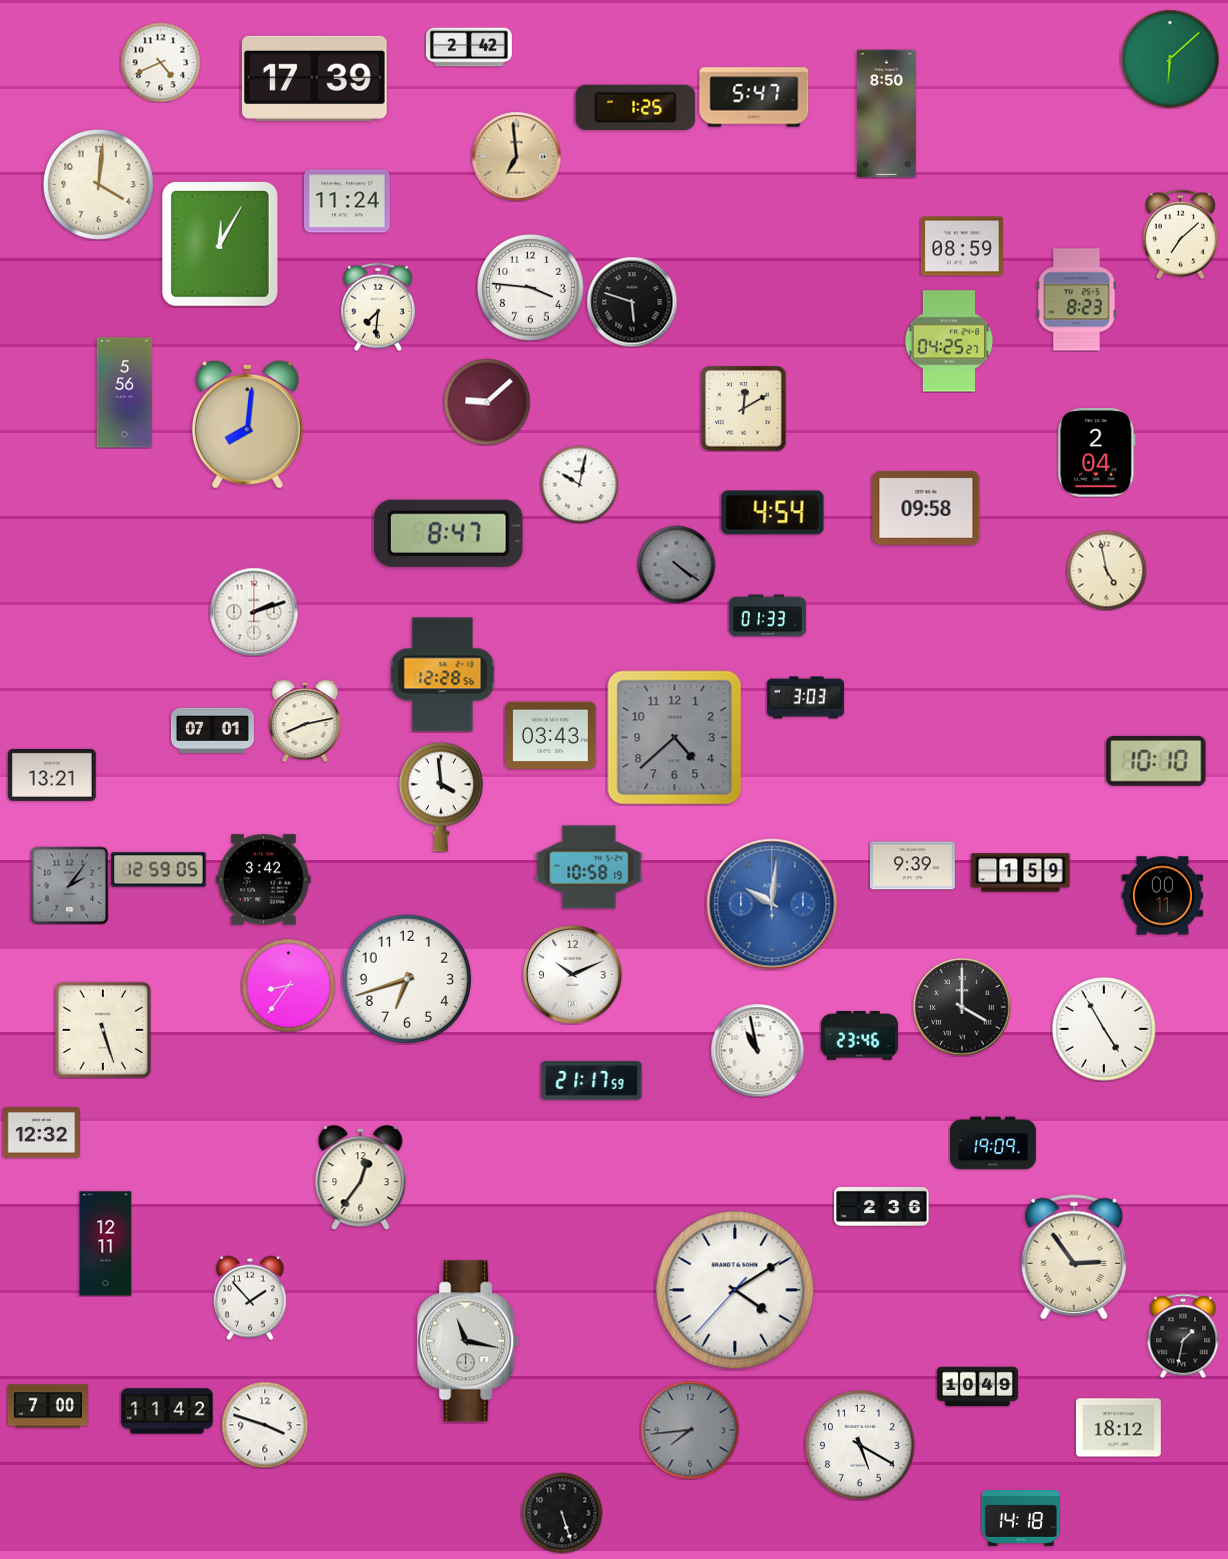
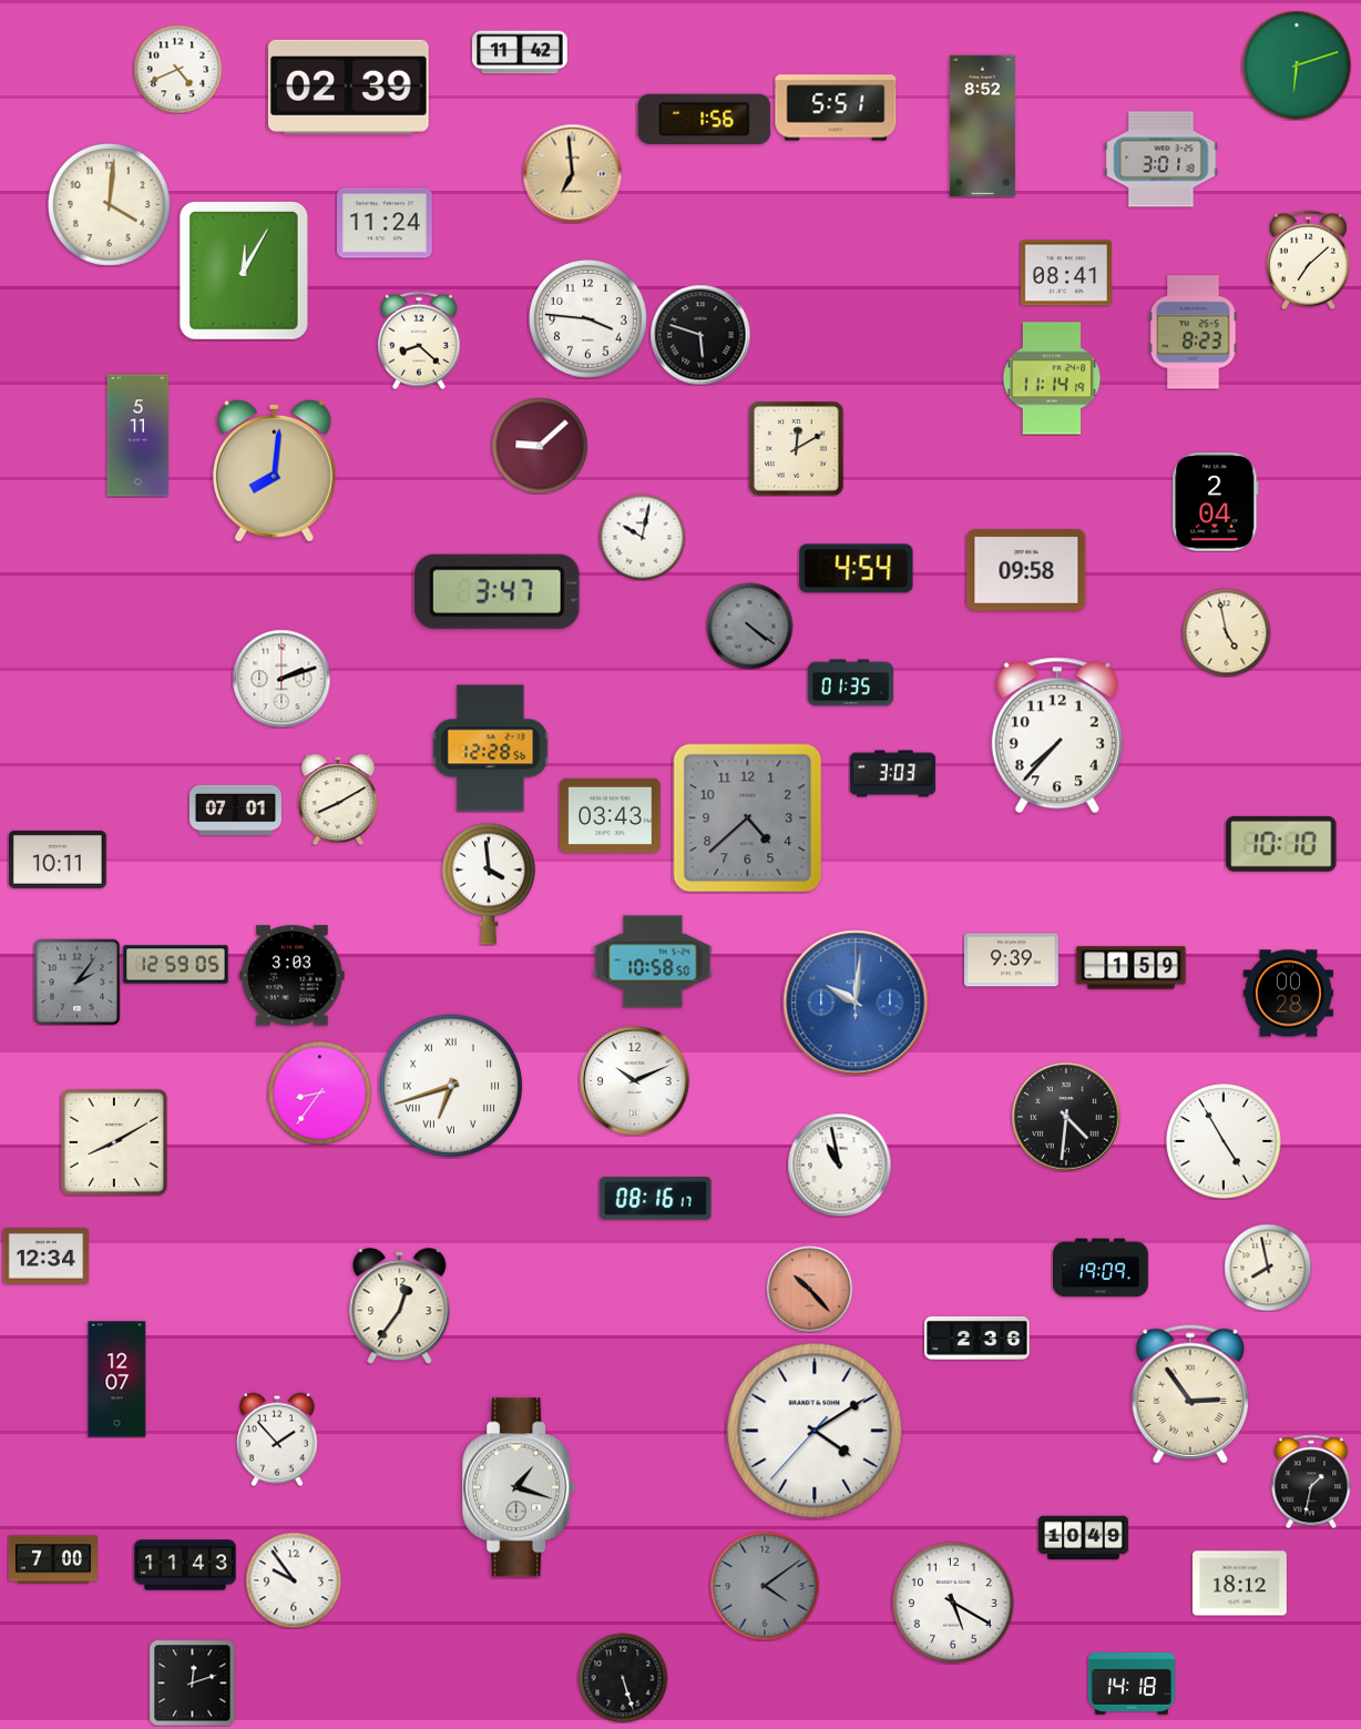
clock at (470, 47): 2:42 -> 11:42
clock at (1170, 59): 6:08 -> 6:12
clock at (314, 78): 17:39 -> 02:39
clock at (754, 97): 5:47 -> 5:51
clock at (636, 107): 1:25 -> 1:56
clock at (886, 114): 8:50 -> 8:52
clock at (1162, 160): none -> 3:01
clock at (962, 246): 08:59 -> 08:41
clock at (378, 307): 7:31 -> 8:22
clock at (949, 341): 04:25 -> 11:14
clock at (125, 393): 5:56 -> 5:11
clock at (743, 408) position: (743, 408) -> (796, 448)
clock at (926, 508) position: (926, 508) -> (1026, 570)
clock at (448, 533): 8:47 -> 3:47
clock at (767, 616): 01:33 -> 01:35
clock at (1057, 735): none -> 7:37
clock at (305, 721): 8:13 -> 8:10
clock at (53, 775): 13:21 -> 10:11
clock at (589, 867): 10:58:19 -> 10:58:50
clock at (264, 880): 3:42 -> 3:03
clock at (1162, 896): 00:11 -> 00:28
clock at (406, 978) numerals: Arabic -> Roman
clock at (962, 1007): 4:00 -> 4:31
clock at (103, 1030): 5:27 -> 8:10
clock at (859, 1036): 23:46 -> none
clock at (592, 1081): 21:17 -> 08:16
clock at (41, 1133): 12:32 -> 12:34
clock at (1268, 1268): none -> 7:58
clock at (809, 1289): none -> 10:23
clock at (106, 1244): 12:11 -> 12:07
clock at (469, 1341): 11:17 -> 1:18
clock at (167, 1411): 11:42 -> 11:43
clock at (265, 1425): 3:48 -> 9:54
clock at (690, 1430): 7:44 -> 4:09
clock at (192, 1682): none -> 12:12
